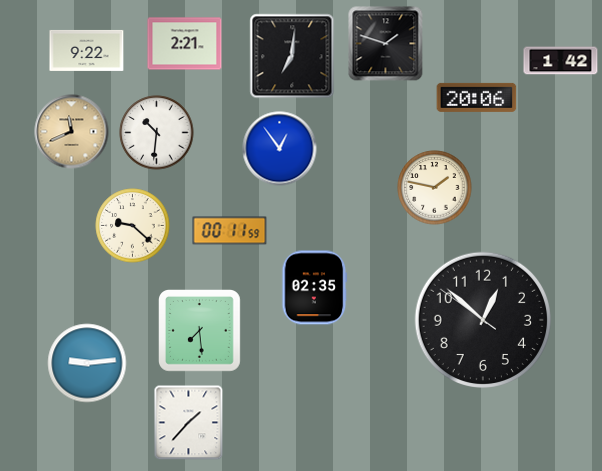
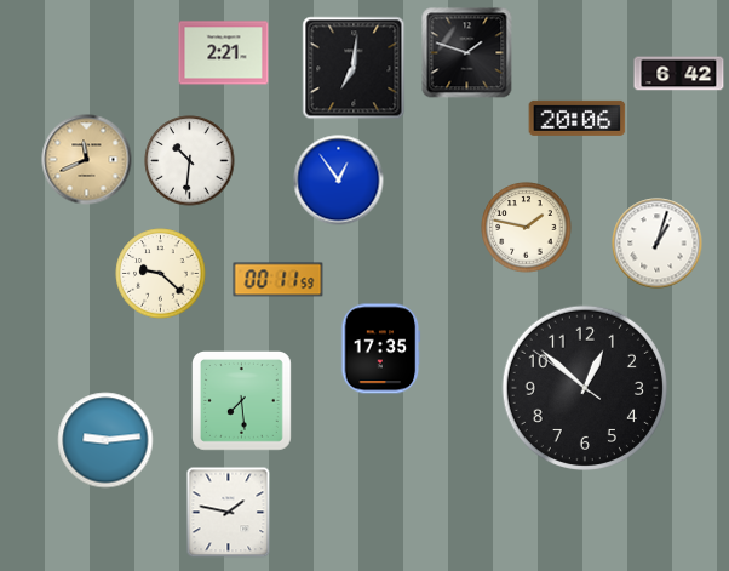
clock at (87, 50): 9:22 -> none
clock at (561, 61): 1:42 -> 6:42
clock at (658, 244): none -> 1:03
clock at (315, 288): 02:35 -> 17:35
clock at (189, 423): 1:37 -> 1:47
